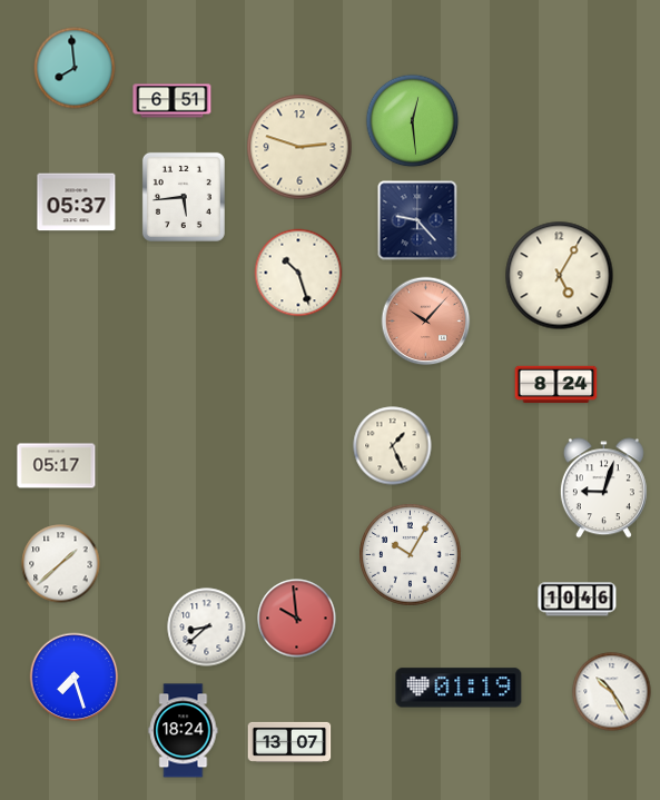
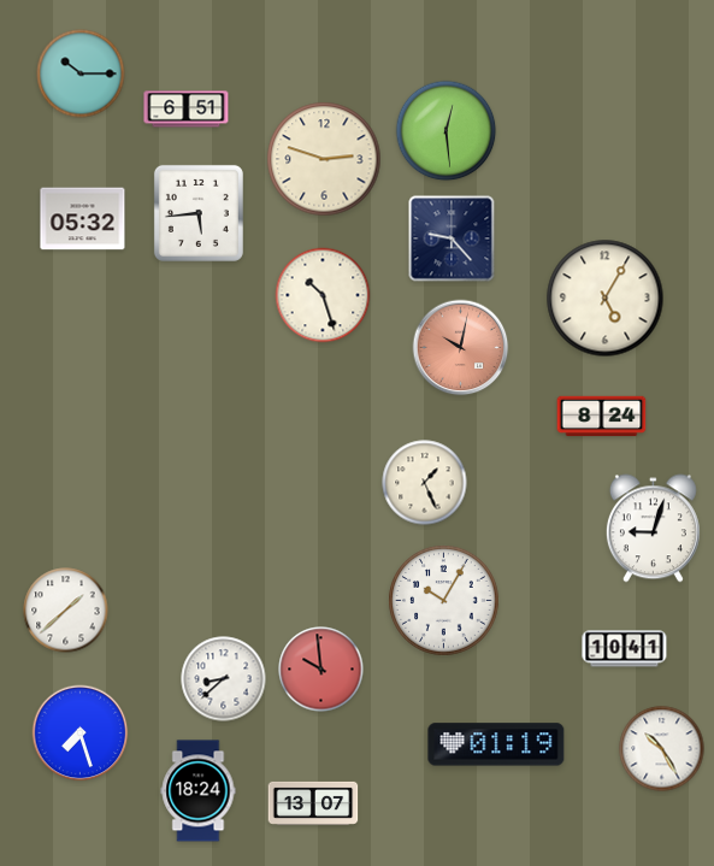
clock at (75, 68): 7:59 -> 10:15
clock at (77, 203): 05:37 -> 05:32
clock at (426, 322): 10:07 -> 10:02
clock at (57, 466): 05:17 -> none
clock at (578, 600): 10:46 -> 10:41
